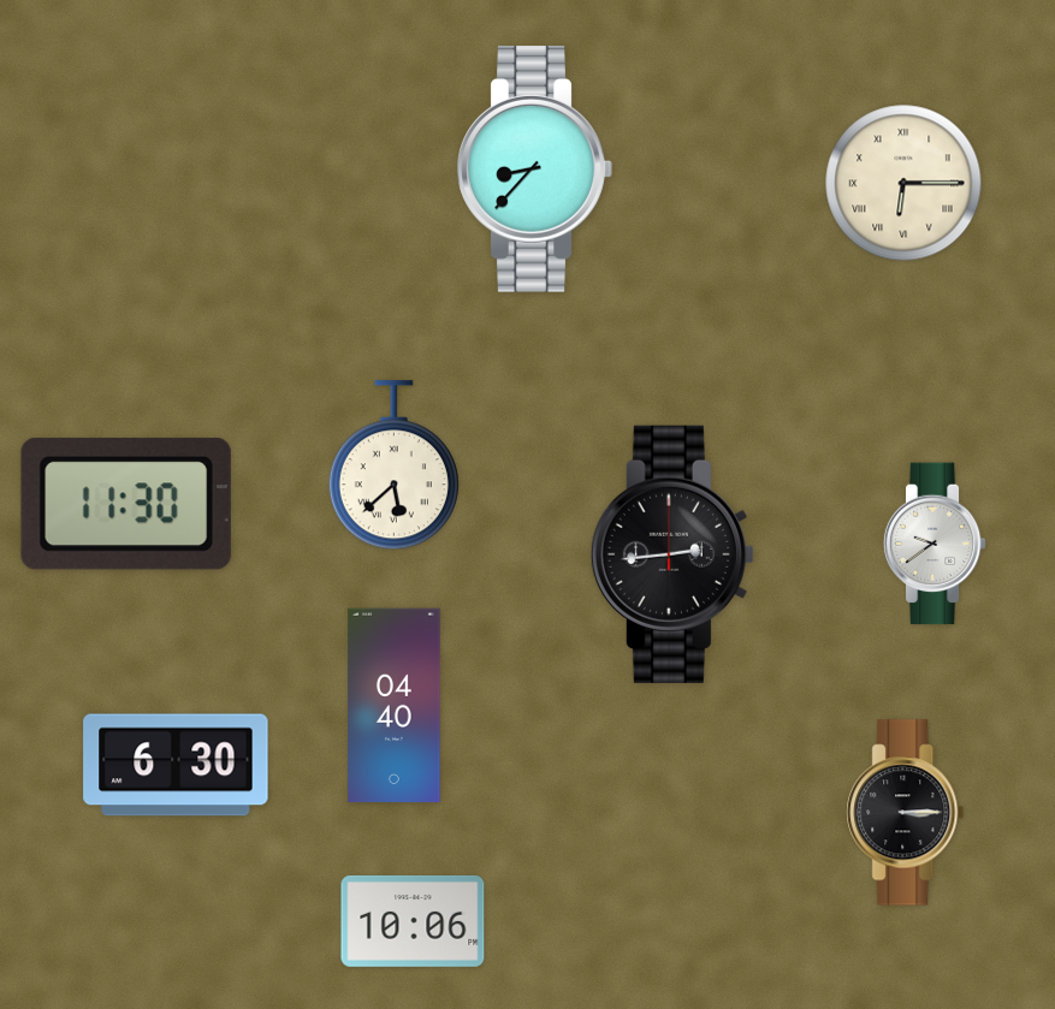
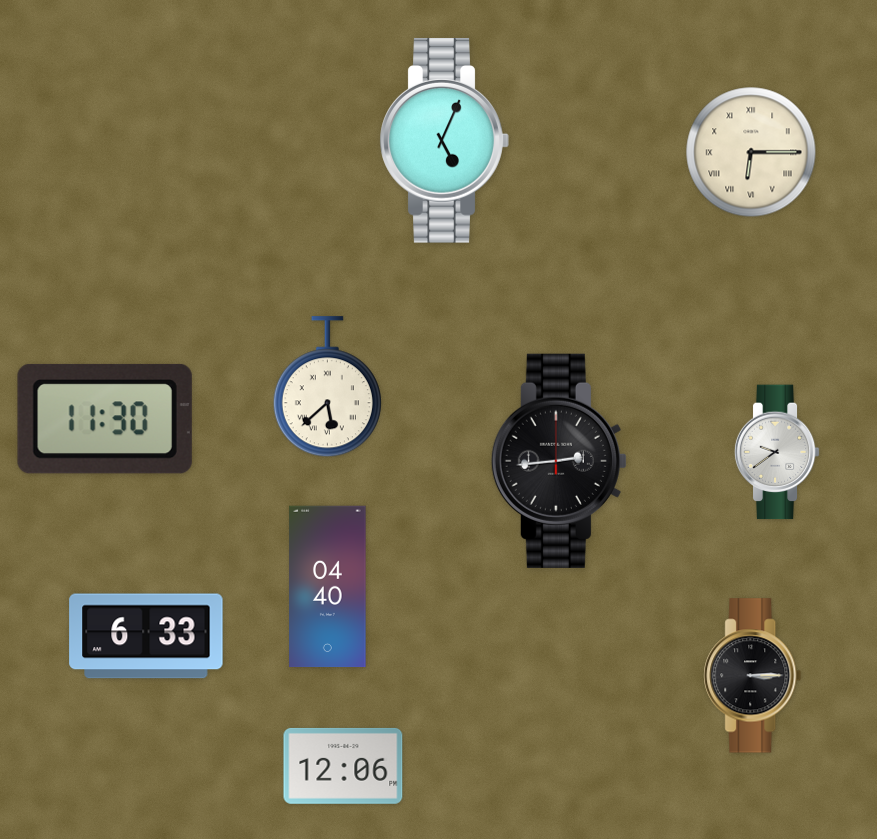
clock at (534, 168): 8:37 -> 5:04
clock at (176, 765): 6:30 -> 6:33
clock at (413, 921): 10:06 -> 12:06
